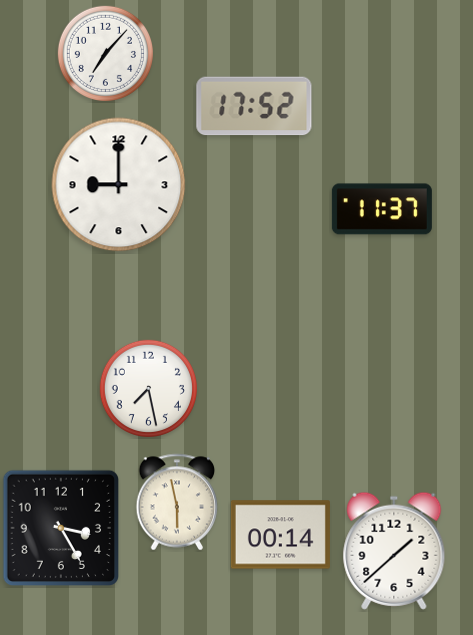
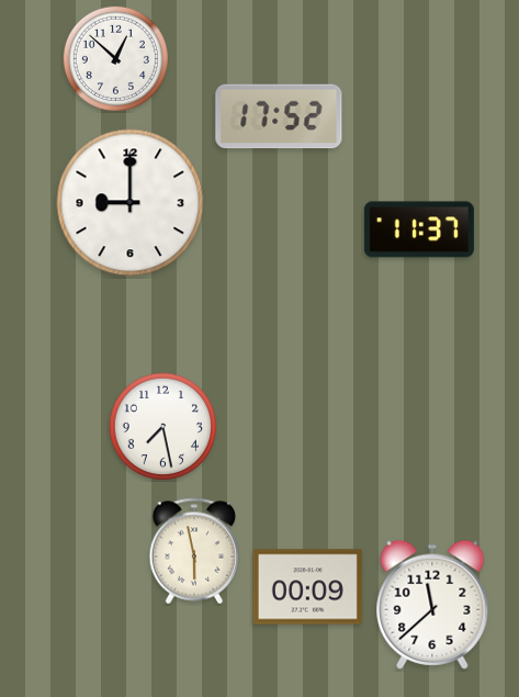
clock at (105, 53): 7:07 -> 12:52
clock at (60, 527): 3:25 -> none
clock at (280, 535): 00:14 -> 00:09
clock at (394, 551): 1:38 -> 11:38
